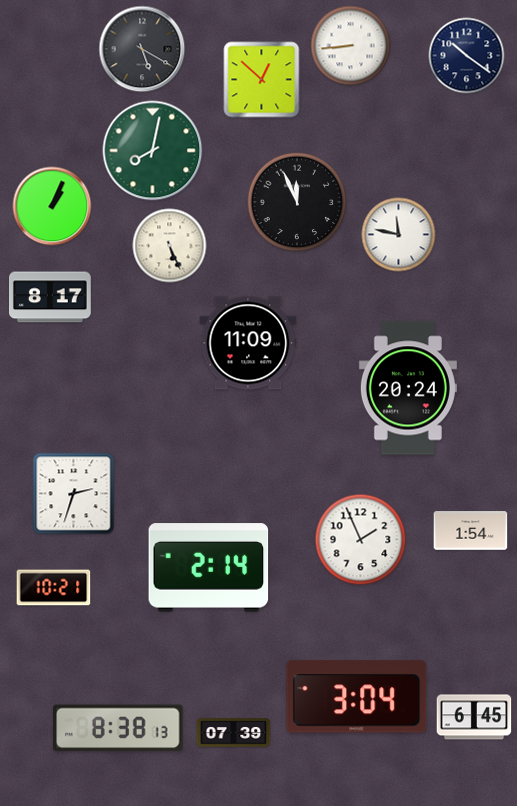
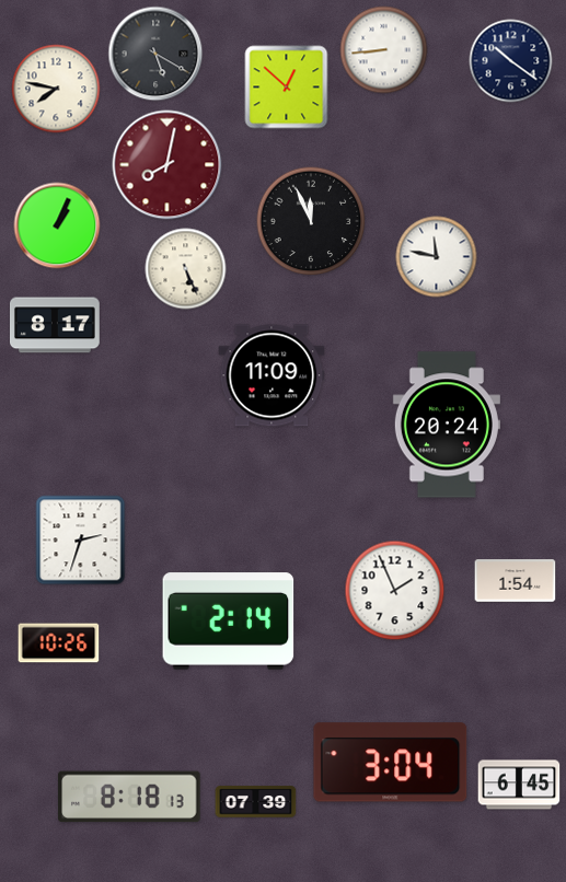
clock at (56, 89): none -> 7:47
clock at (153, 151) dial: green -> burgundy
clock at (297, 202) position: (297, 202) -> (311, 221)
clock at (54, 588): 10:21 -> 10:26
clock at (118, 728): 8:38 -> 8:18
